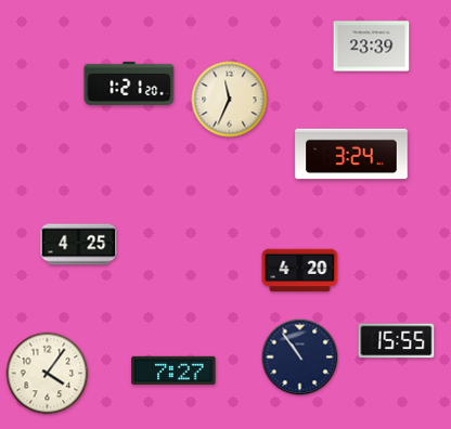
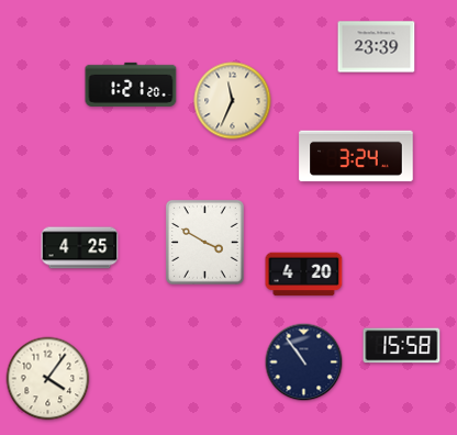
clock at (205, 243): none -> 3:50
clock at (397, 341): 15:55 -> 15:58
clock at (173, 369): 7:27 -> none
